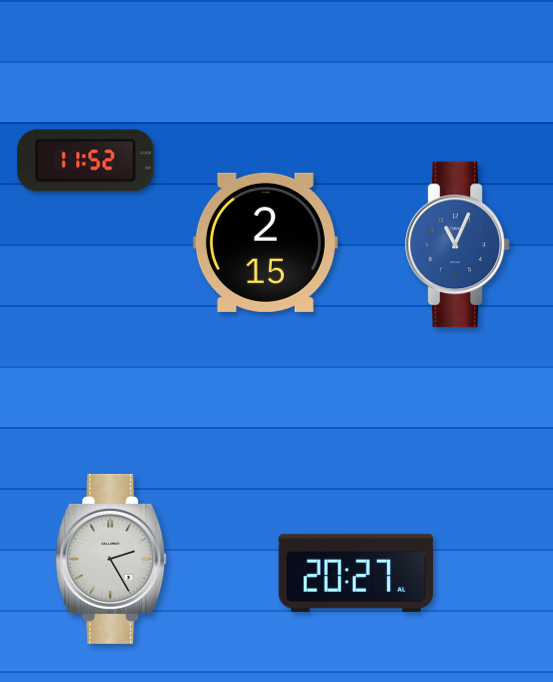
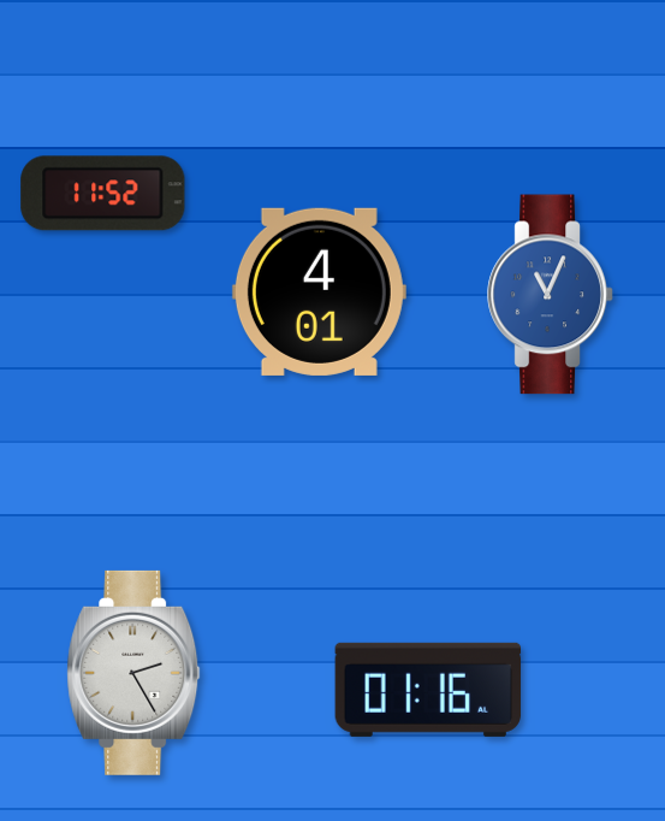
clock at (265, 242): 2:15 -> 4:01
clock at (356, 573): 20:27 -> 01:16
